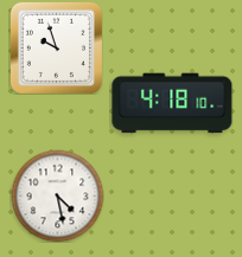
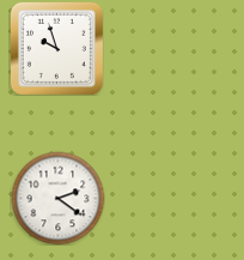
clock at (172, 103): 4:18 -> none
clock at (57, 195): 4:28 -> 2:21
